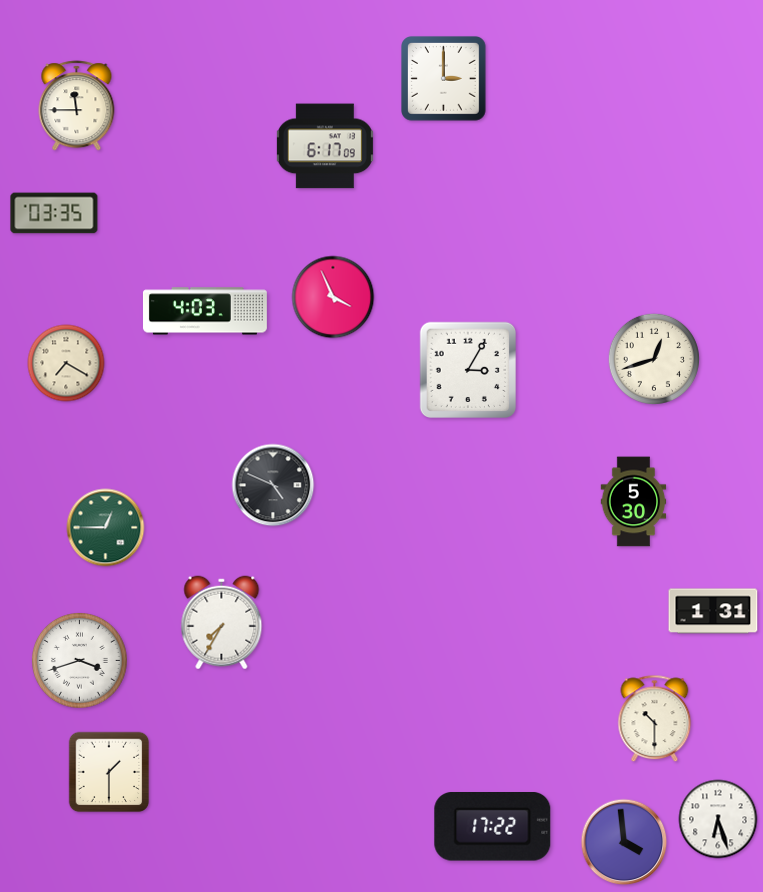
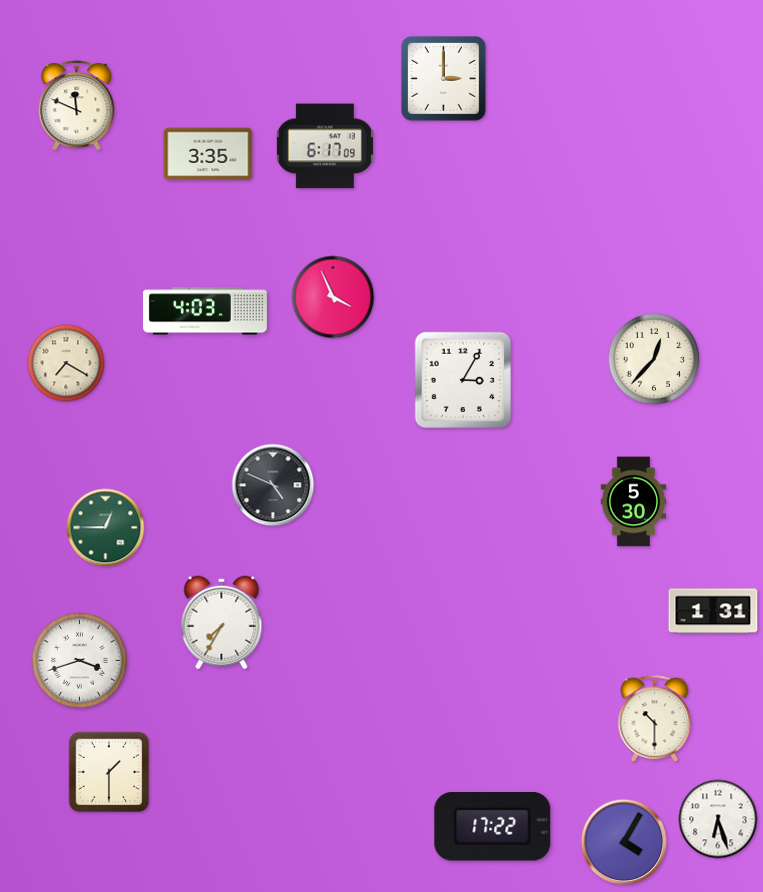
clock at (77, 106): 11:45 -> 11:49
clock at (208, 154): none -> 3:35
clock at (54, 213): 03:35 -> none
clock at (654, 359): 12:42 -> 12:37
clock at (468, 370) position: (468, 370) -> (463, 380)
clock at (624, 842): 3:59 -> 4:05
